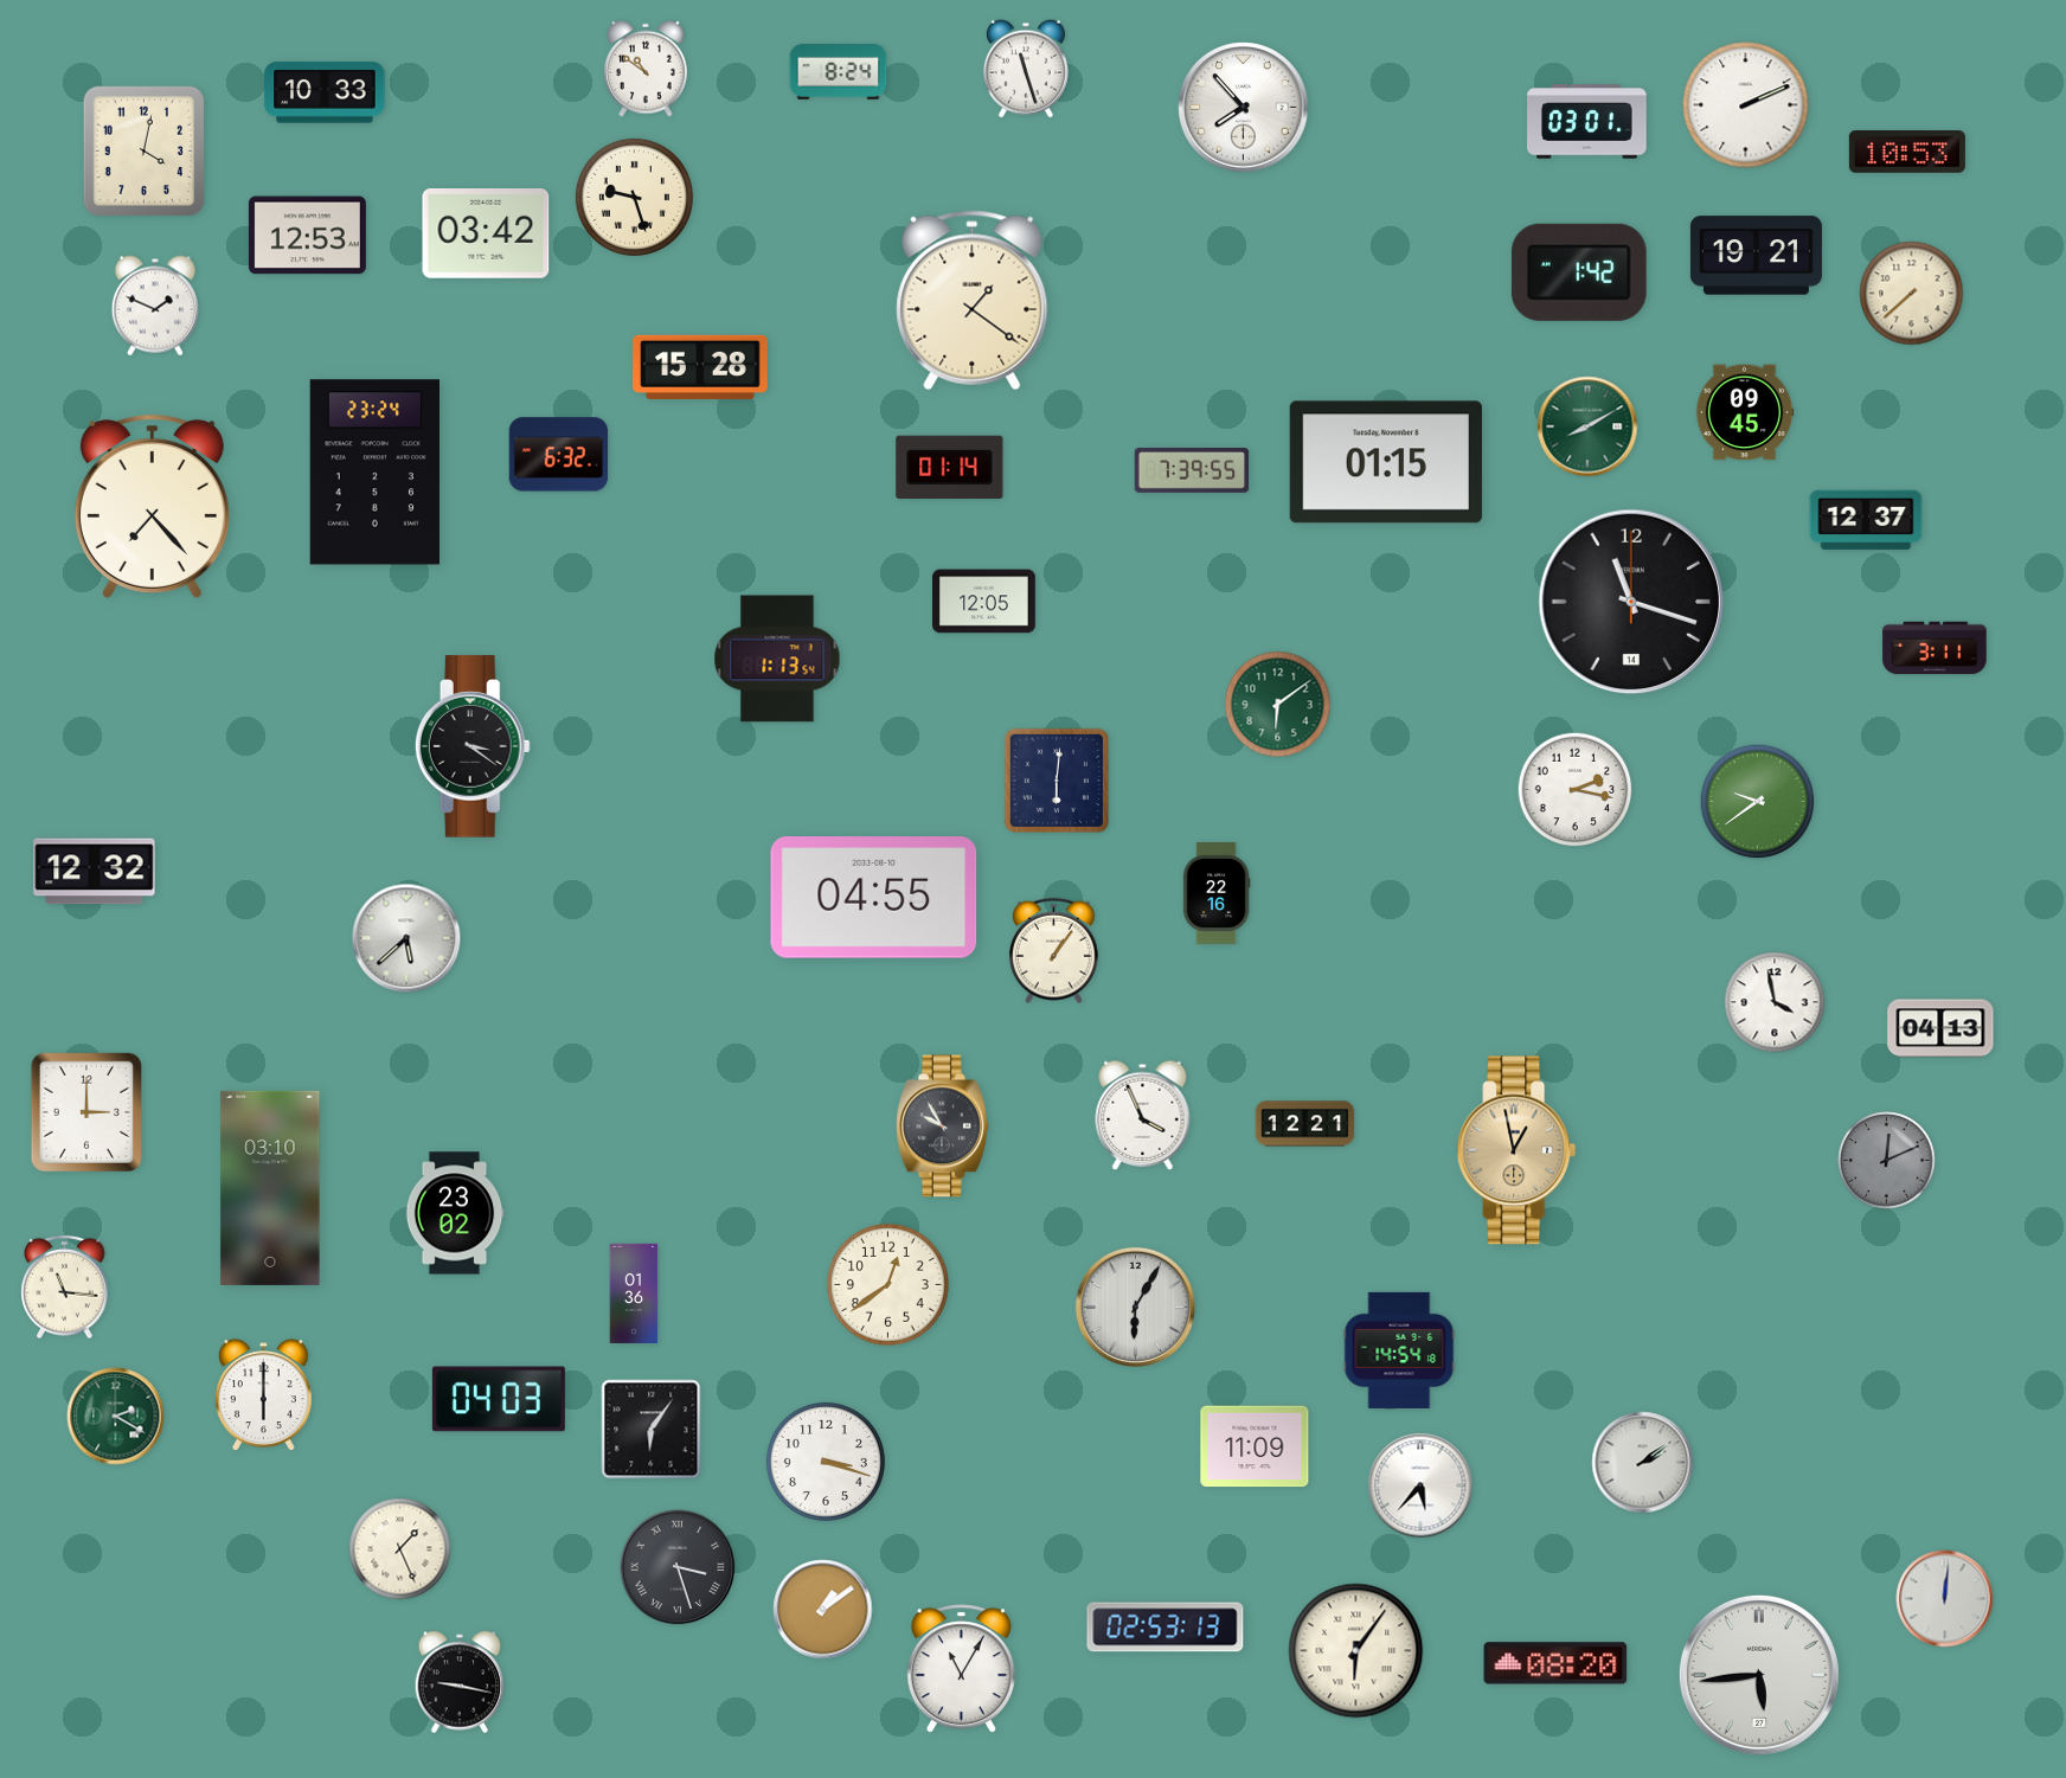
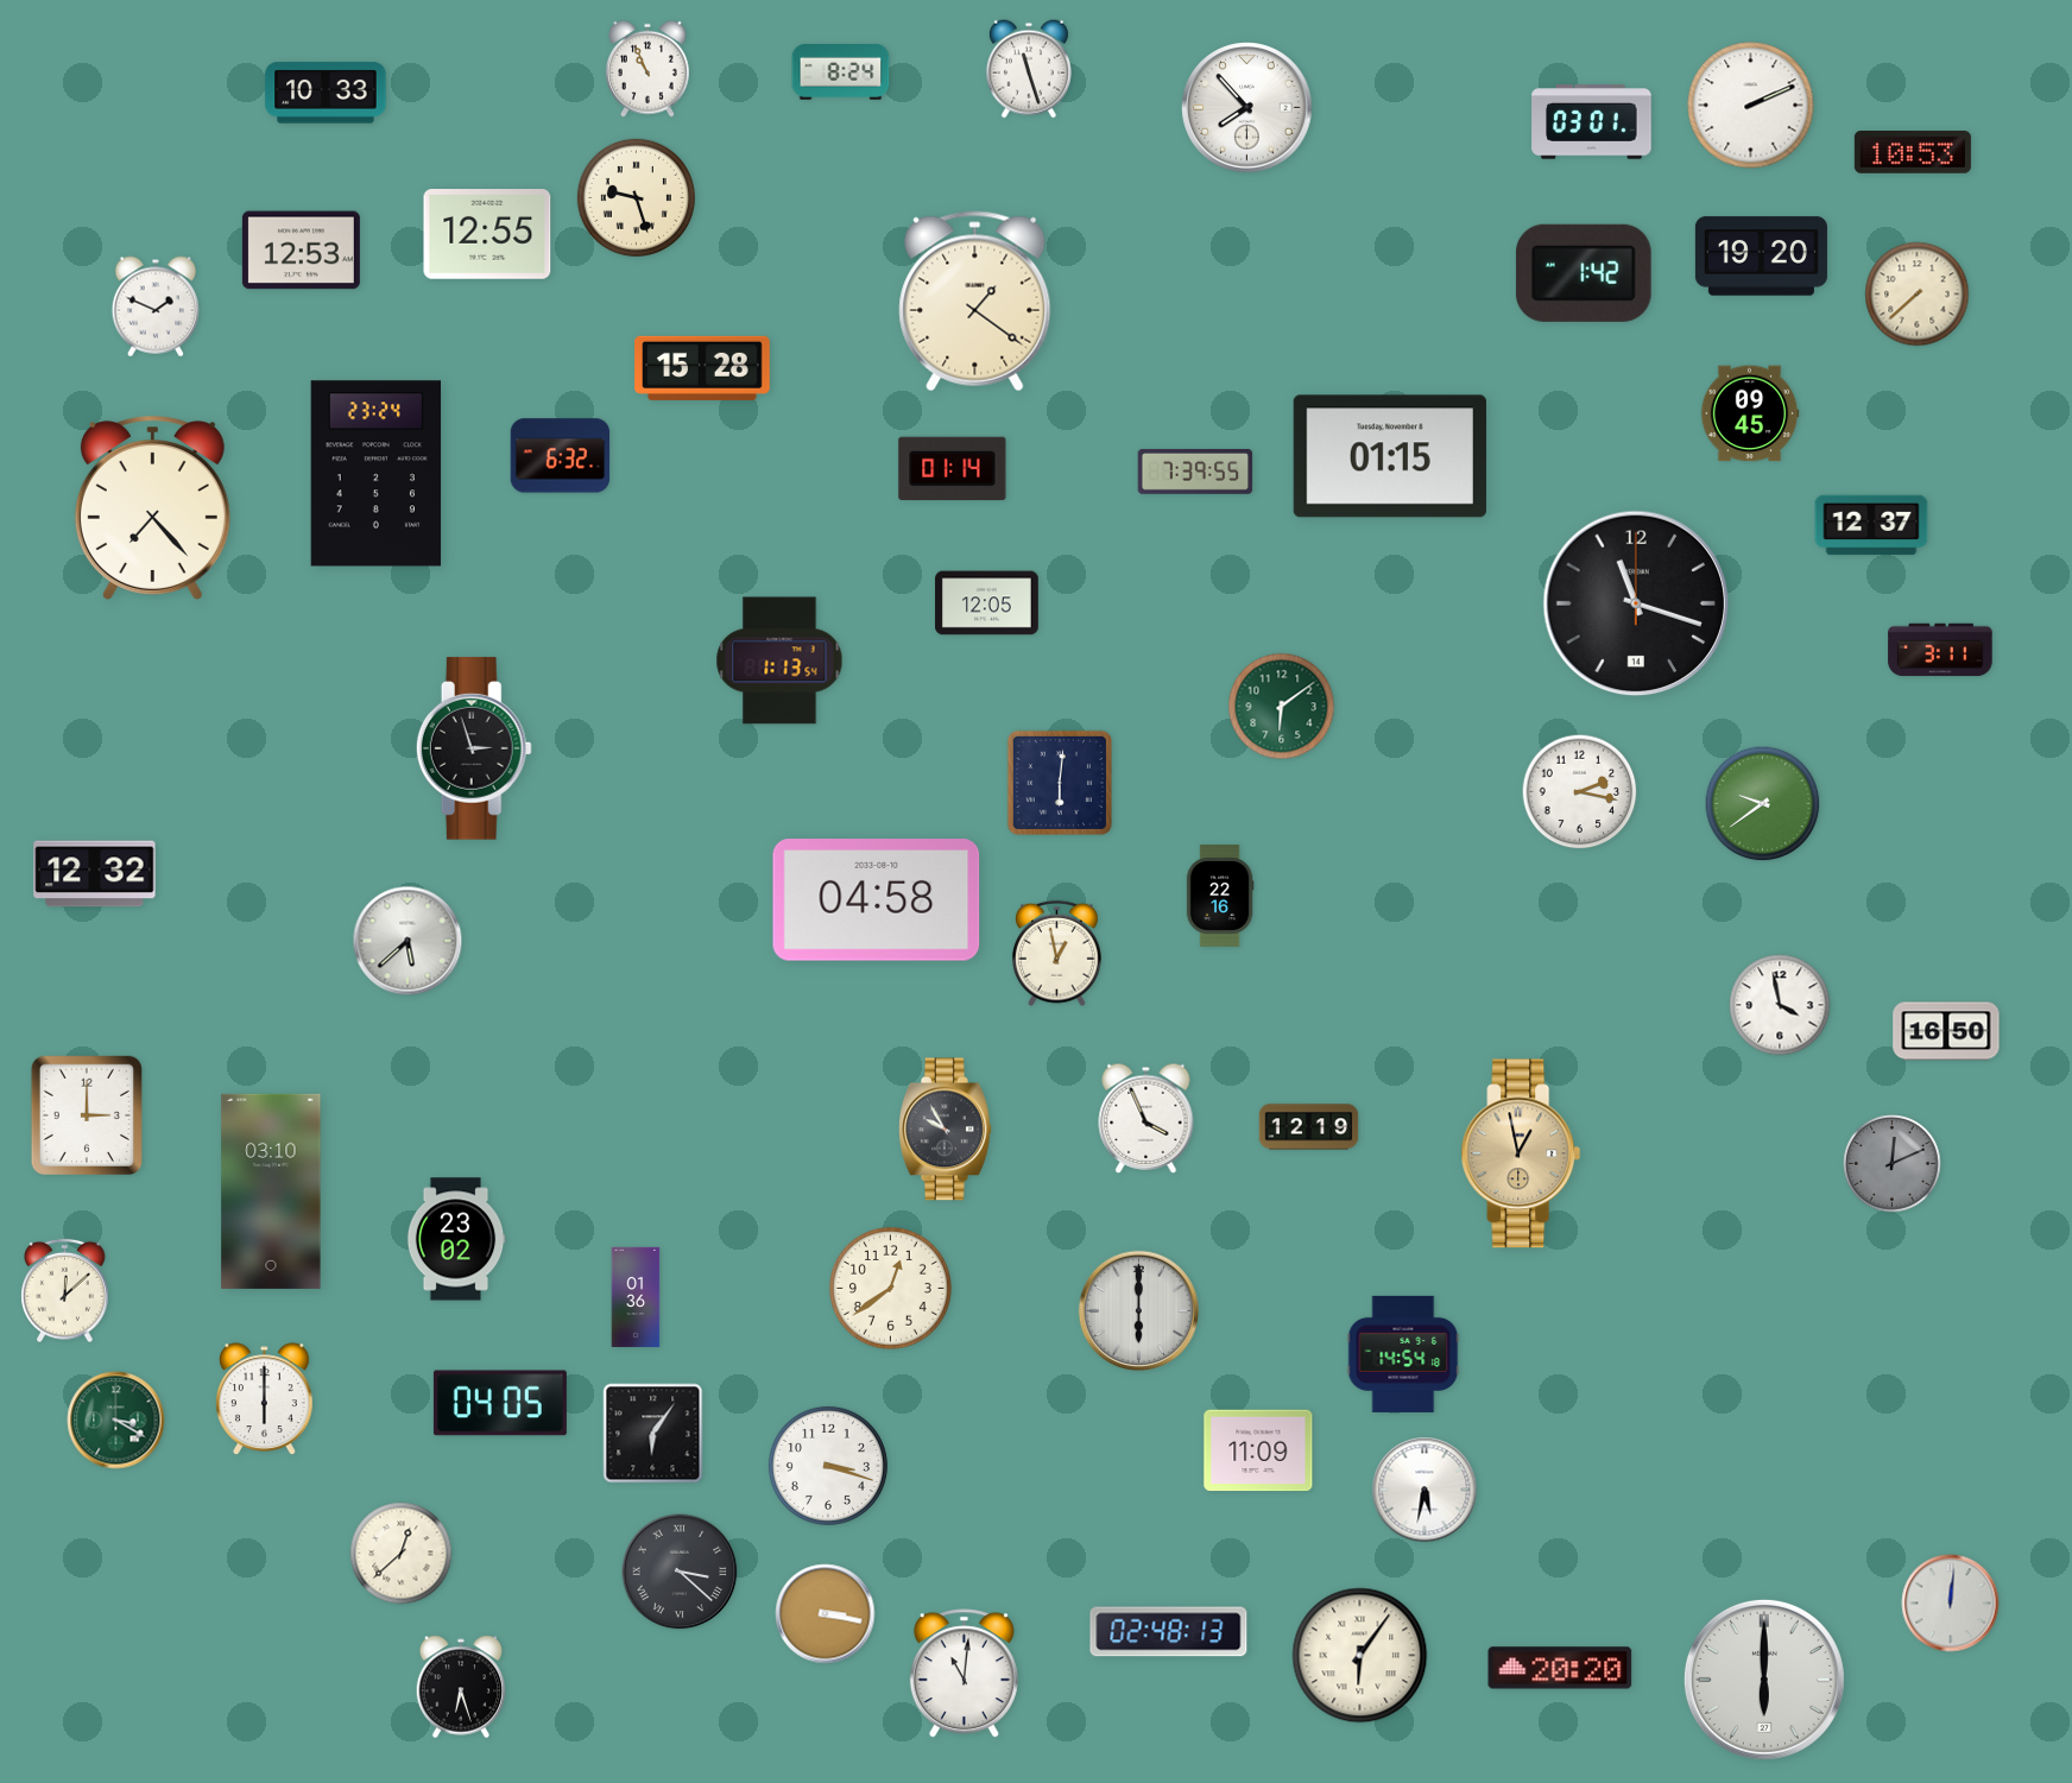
clock at (647, 69): 10:51 -> 10:56
clock at (143, 150): 4:02 -> none
clock at (486, 235): 03:42 -> 12:55
clock at (307, 236) position: (307, 236) -> (301, 251)
clock at (1756, 256): 19:21 -> 19:20
clock at (1587, 426): 8:10 -> none
clock at (1386, 462) position: (1386, 462) -> (1390, 456)
clock at (1866, 520) position: (1866, 520) -> (1871, 525)
clock at (473, 746): 3:21 -> 2:57
clock at (874, 898): 04:55 -> 04:58
clock at (1053, 951): 1:06 -> 12:58
clock at (1940, 1028): 04:13 -> 16:50
clock at (1305, 1124): 12:21 -> 12:19
clock at (455, 1213) position: (455, 1213) -> (456, 1239)
clock at (65, 1288): 11:16 -> 12:08
clock at (1135, 1307): 6:05 -> 6:00
clock at (499, 1399): 04:03 -> 04:05
clock at (116, 1417): 2:20 -> 3:20
clock at (1643, 1463): 2:09 -> none
clock at (1420, 1485): 5:37 -> 5:32
clock at (400, 1549): 1:26 -> 12:38
clock at (678, 1567): 3:27 -> 3:22
clock at (823, 1610): 1:09 -> 3:17
clock at (1166, 1628): 02:53 -> 02:48
clock at (1555, 1663): 08:20 -> 20:20
clock at (961, 1669): 11:05 -> 11:01
clock at (1759, 1675): 5:44 -> 6:00
clock at (460, 1682): 9:17 -> 6:27
